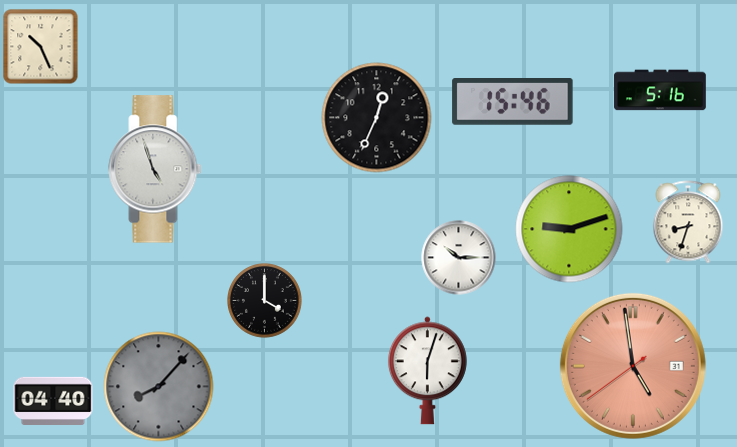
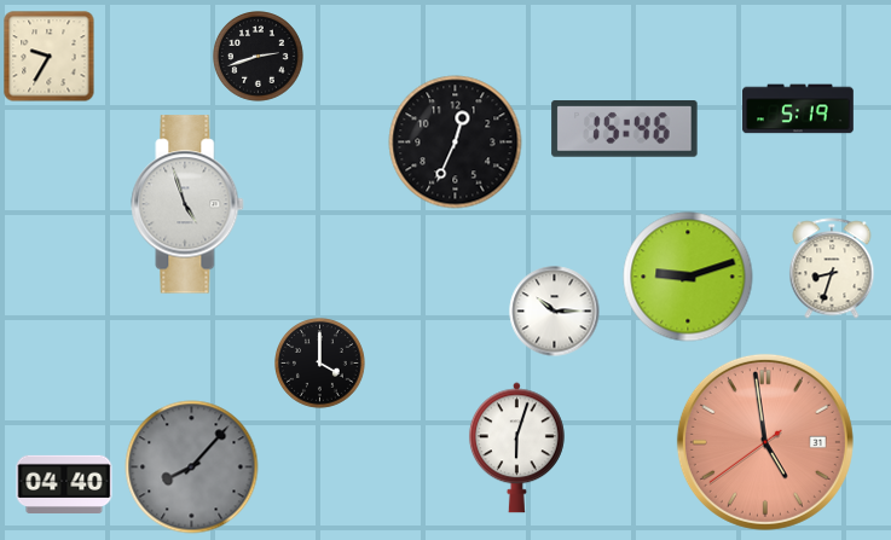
clock at (41, 47): 10:26 -> 9:35
clock at (259, 57): none -> 2:42
clock at (660, 90): 5:16 -> 5:19
clock at (513, 102) position: (513, 102) -> (625, 129)
